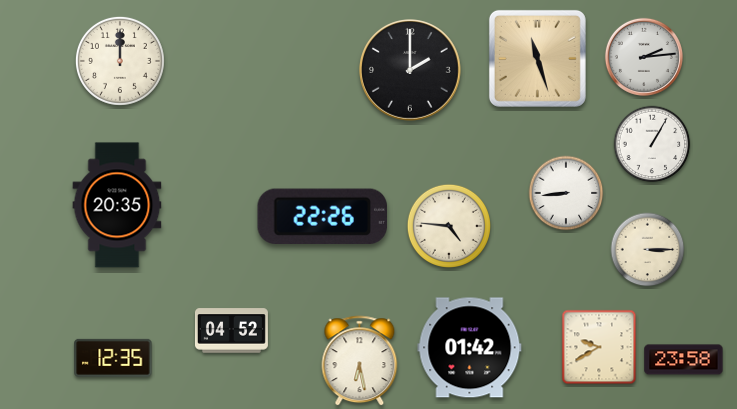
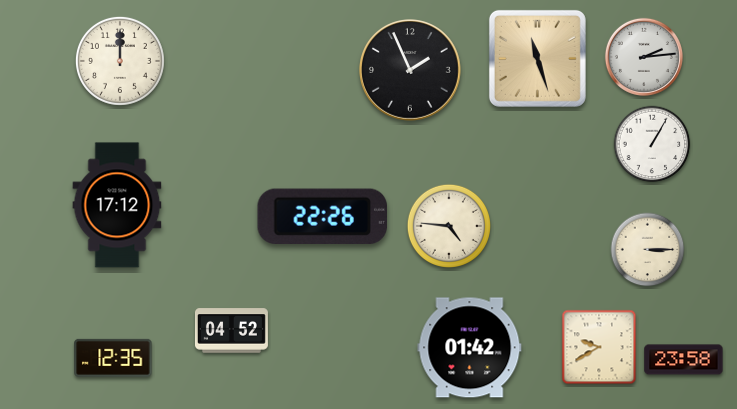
clock at (411, 71): 2:00 -> 1:56
clock at (566, 193): 8:44 -> none
clock at (117, 205): 20:35 -> 17:12
clock at (360, 361): 6:28 -> none
